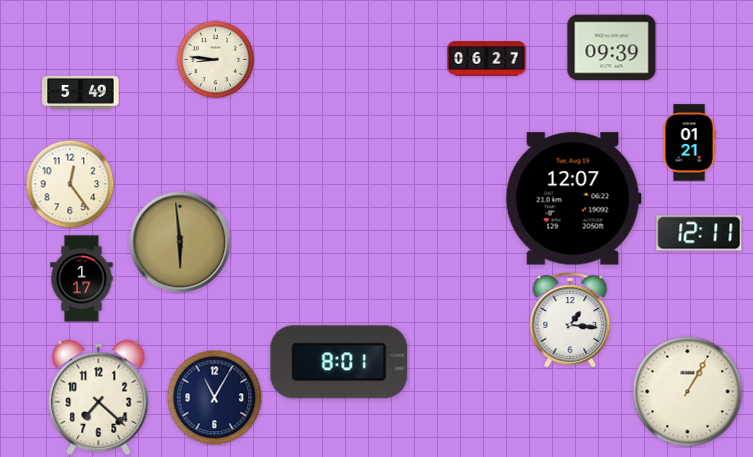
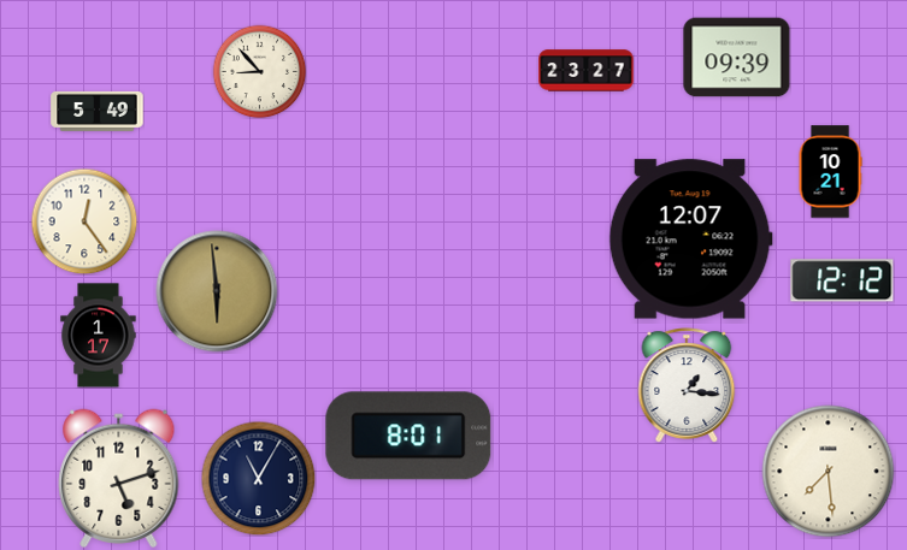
clock at (215, 59): 8:46 -> 8:53
clock at (487, 59): 06:27 -> 23:27
clock at (689, 143): 01:21 -> 10:21
clock at (699, 233): 12:11 -> 12:12
clock at (688, 392): 1:05 -> 7:29
clock at (99, 397): 7:22 -> 5:12
